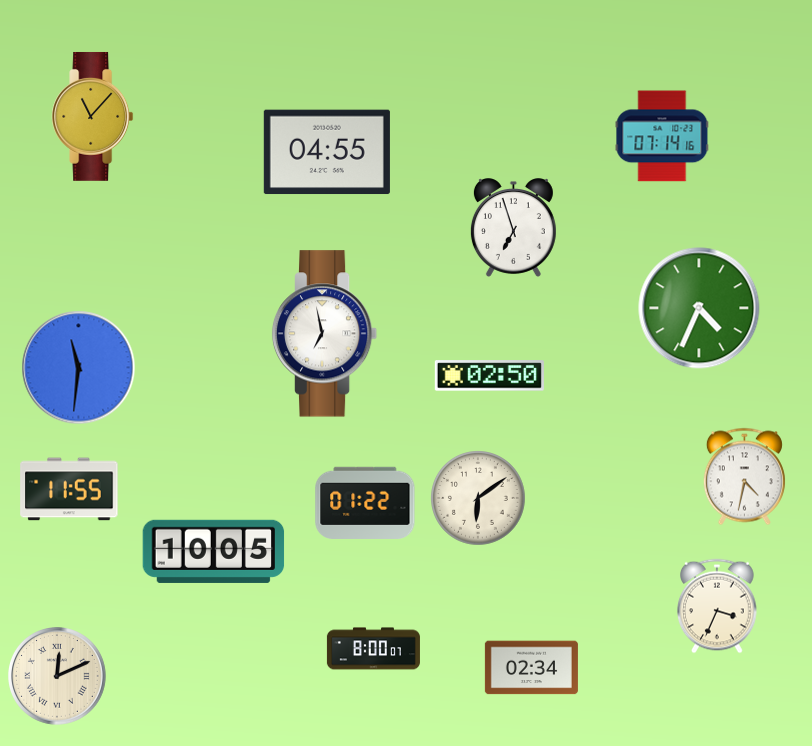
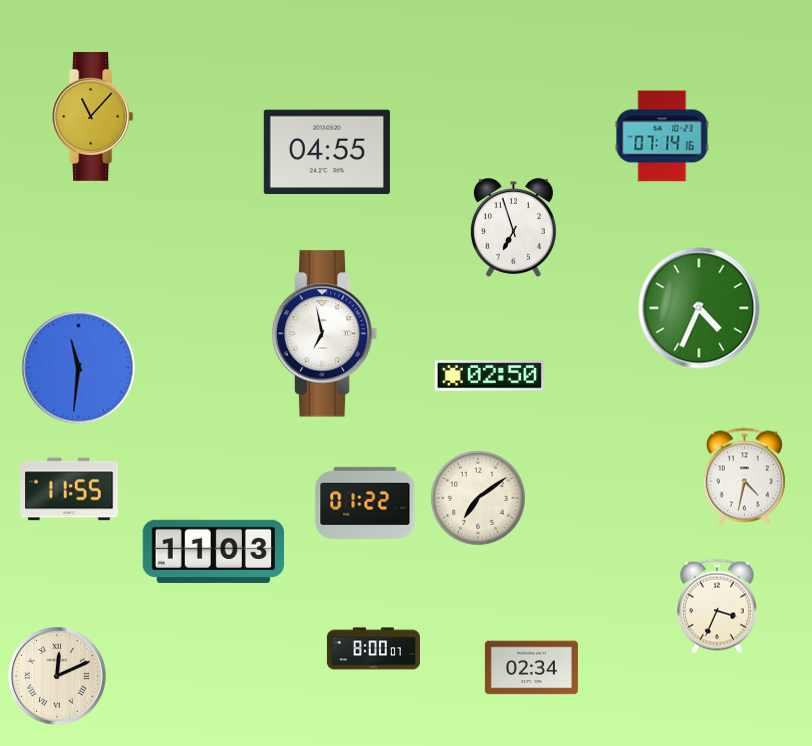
clock at (479, 499): 6:09 -> 7:09
clock at (214, 551): 10:05 -> 11:03
